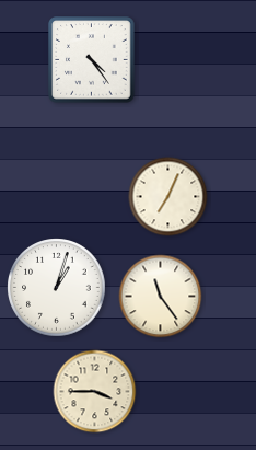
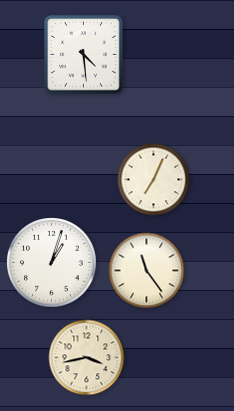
clock at (92, 60): 4:24 -> 4:29
clock at (95, 392): 3:45 -> 3:43
